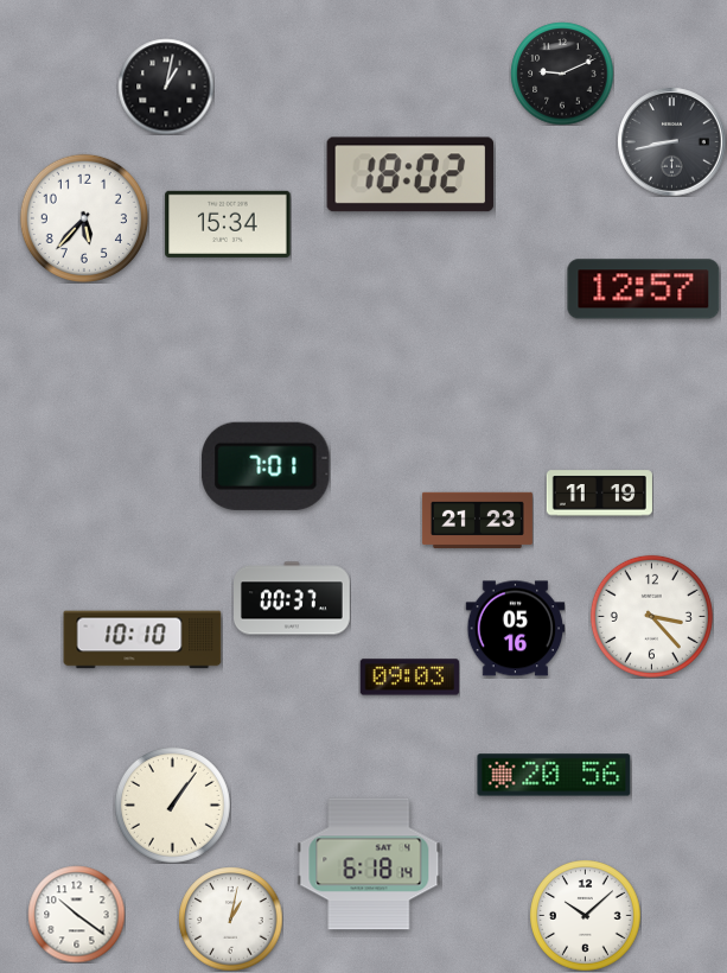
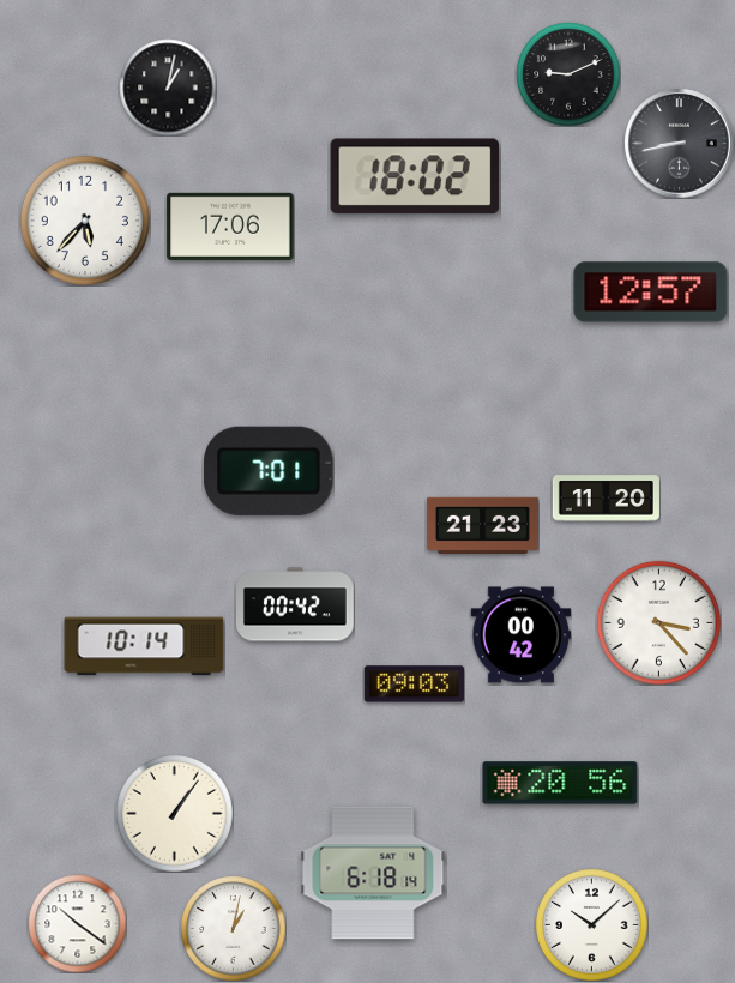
clock at (228, 224): 15:34 -> 17:06
clock at (599, 494): 11:19 -> 11:20
clock at (293, 598): 00:37 -> 00:42
clock at (515, 629): 05:16 -> 00:42
clock at (142, 640): 10:10 -> 10:14
